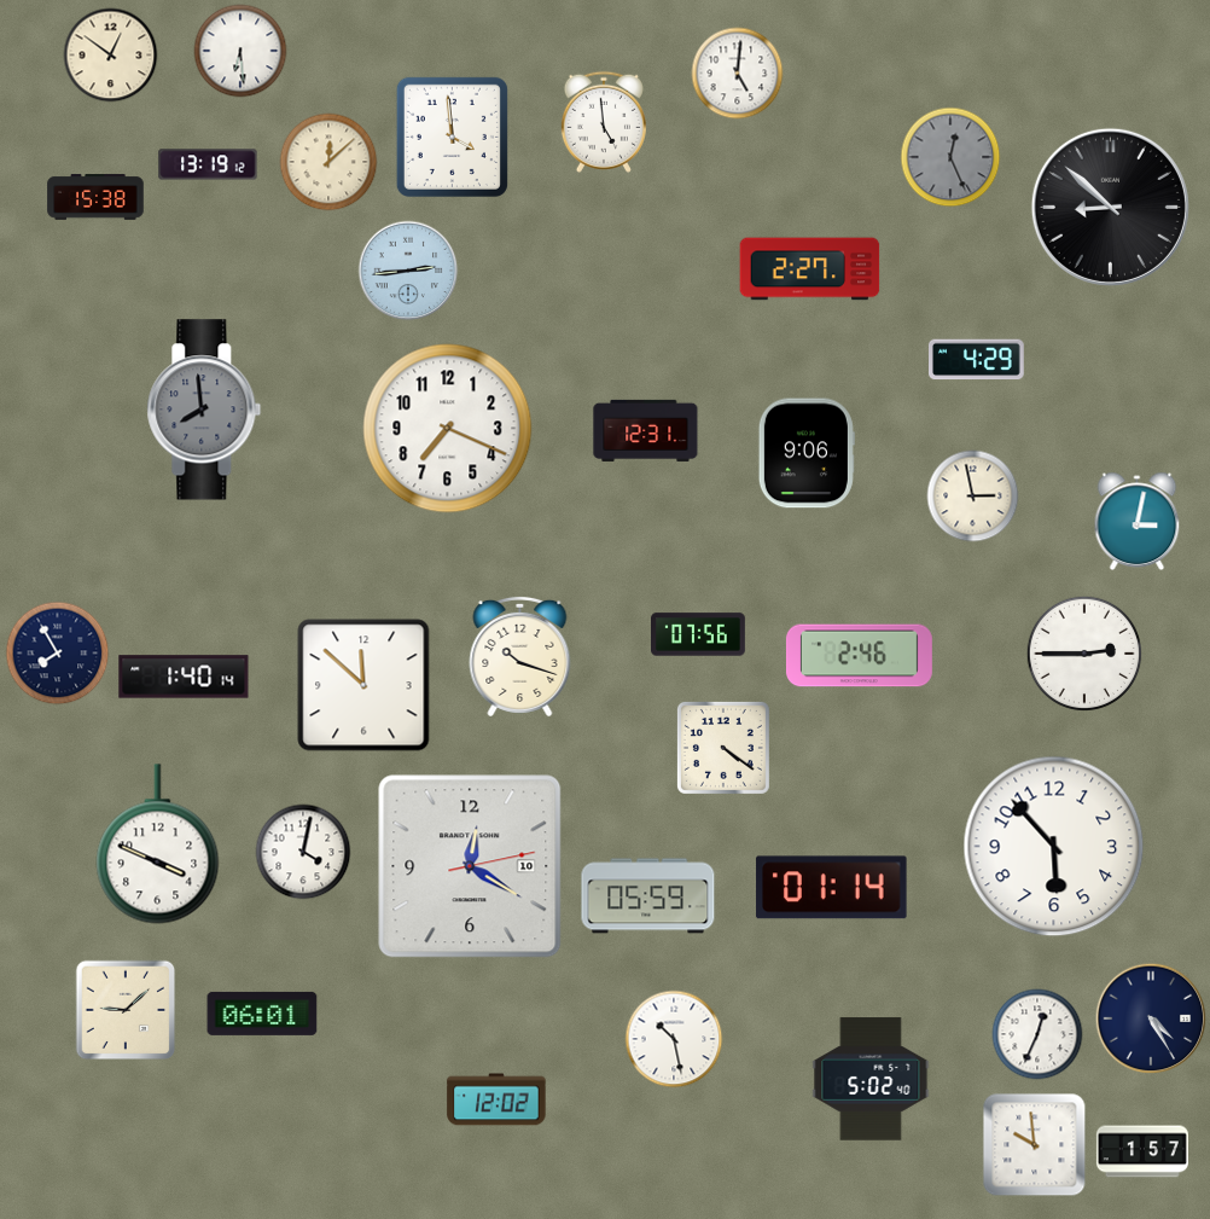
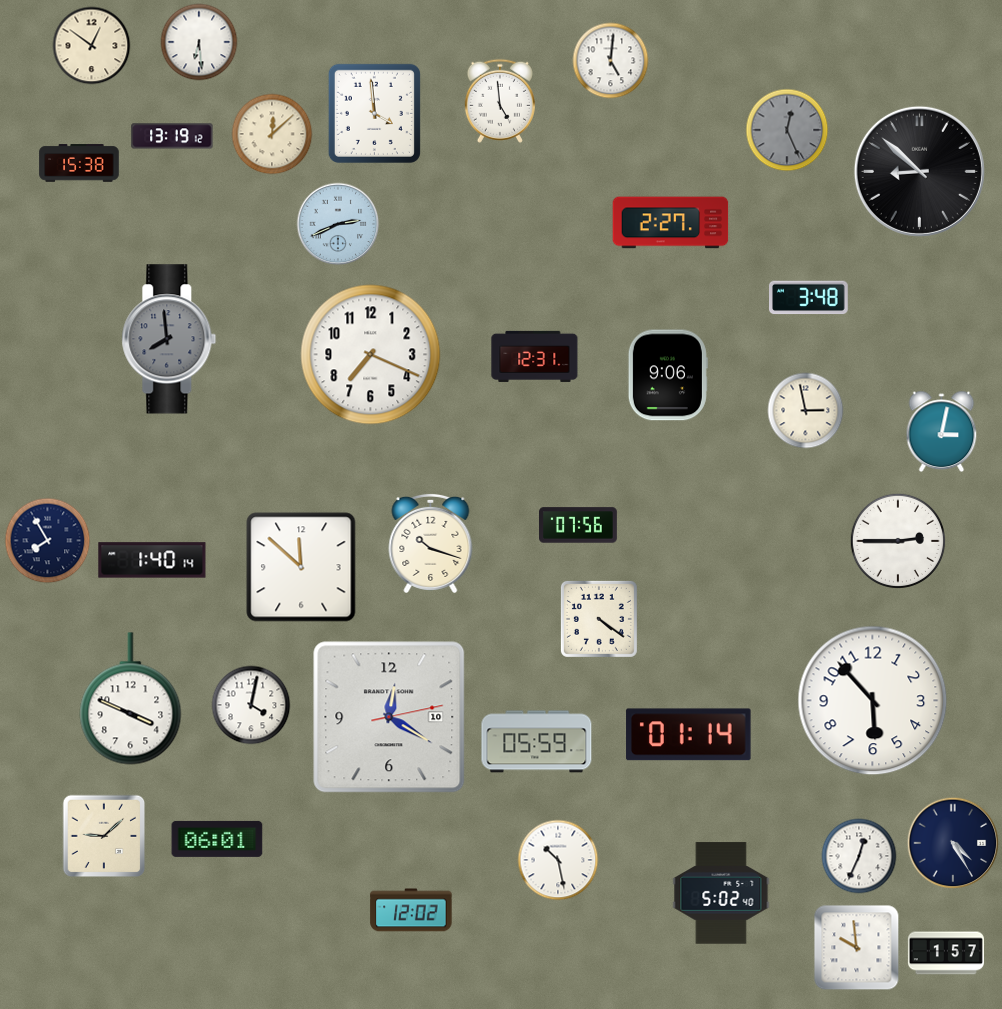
clock at (408, 271): 2:44 -> 2:41
clock at (977, 360): 4:29 -> 3:48
clock at (859, 656): 2:46 -> none
